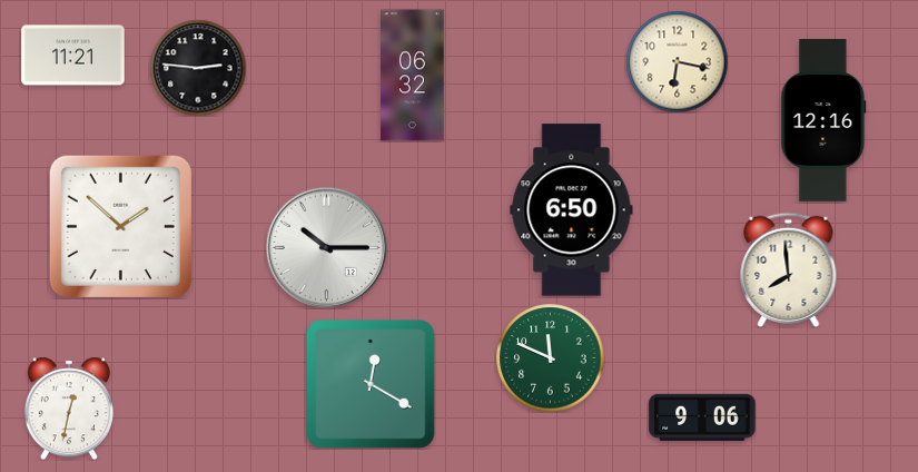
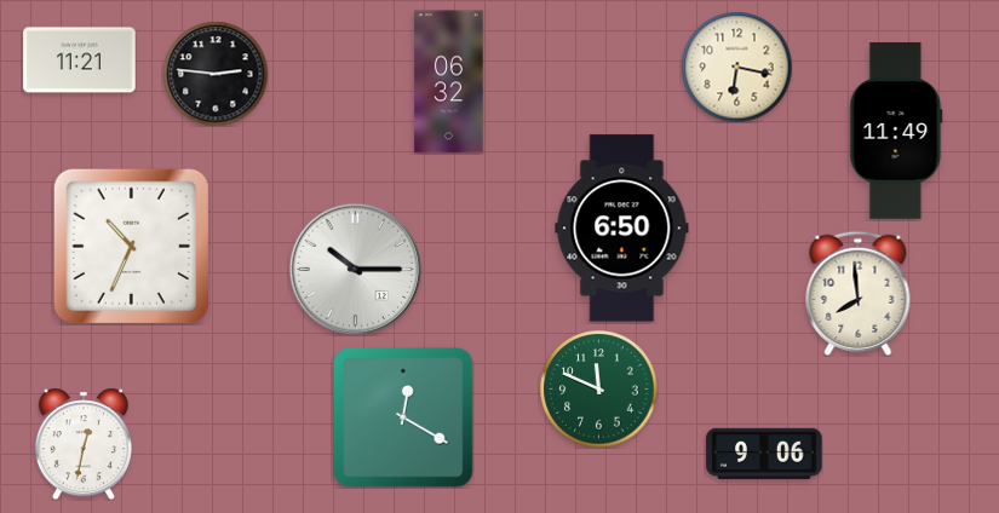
clock at (823, 121): 12:16 -> 11:49
clock at (120, 226): 1:52 -> 10:34
clock at (69, 409) position: (69, 409) -> (84, 444)
